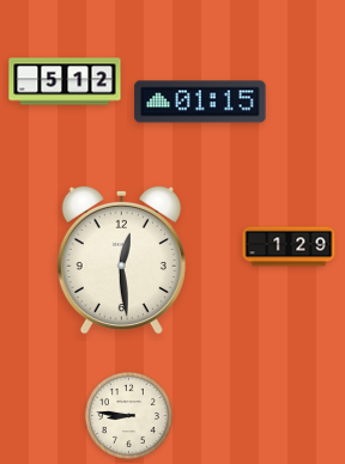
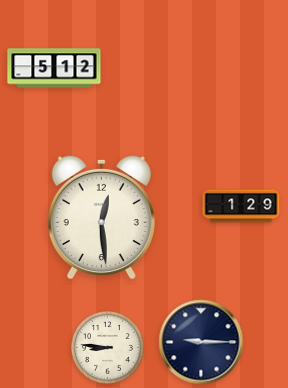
clock at (200, 102): 01:15 -> none
clock at (201, 342): none -> 9:15
